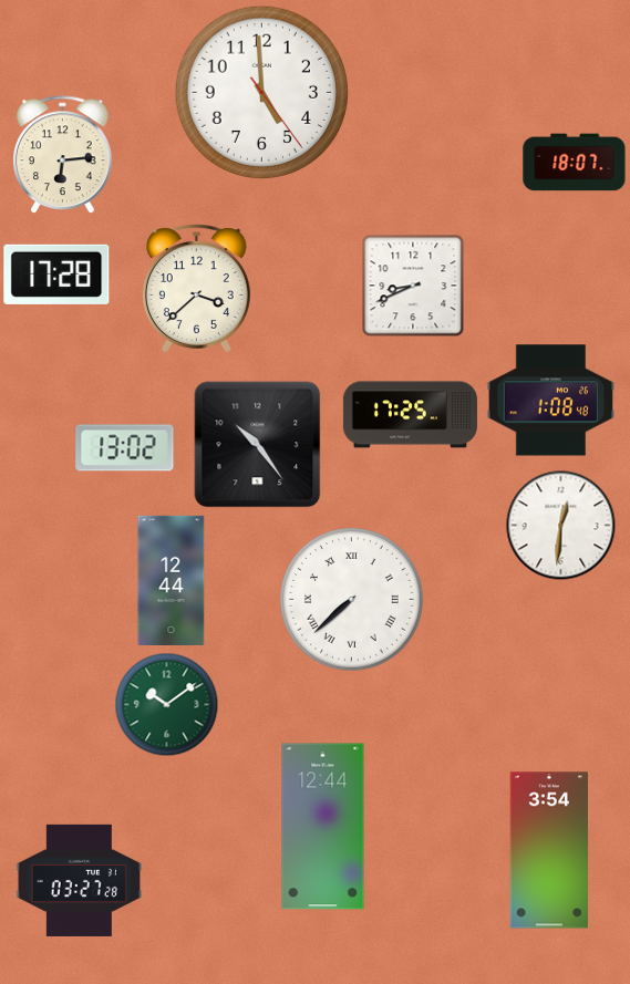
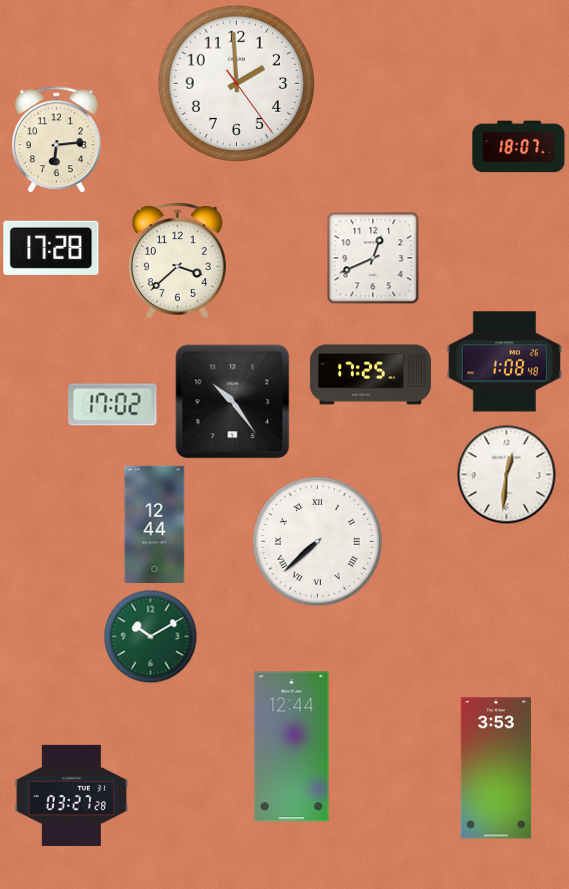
clock at (261, 92): 4:59 -> 1:59
clock at (413, 286): 8:41 -> 12:41
clock at (550, 401) position: (550, 401) -> (504, 362)
clock at (125, 448): 13:02 -> 17:02
clock at (166, 704): 10:09 -> 10:10
clock at (548, 850): 3:54 -> 3:53
